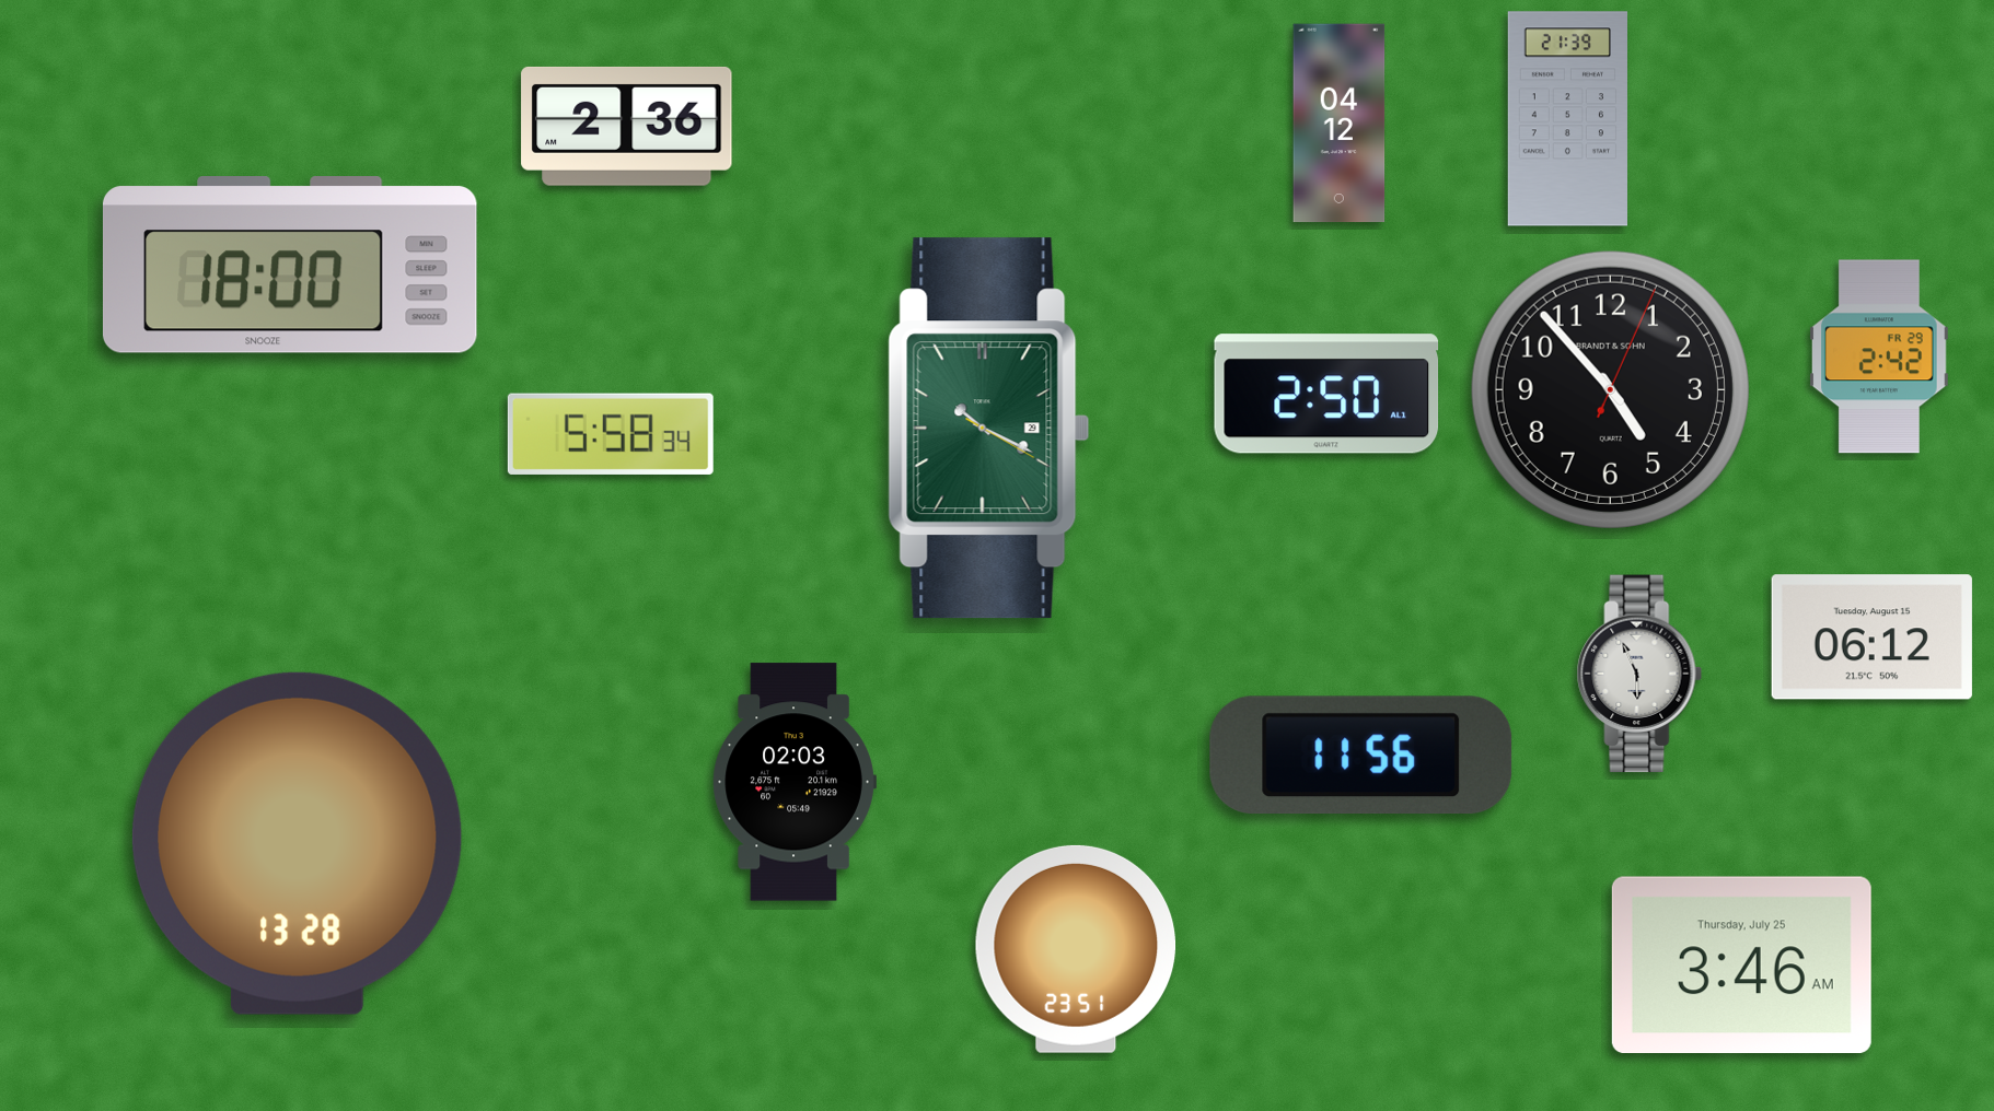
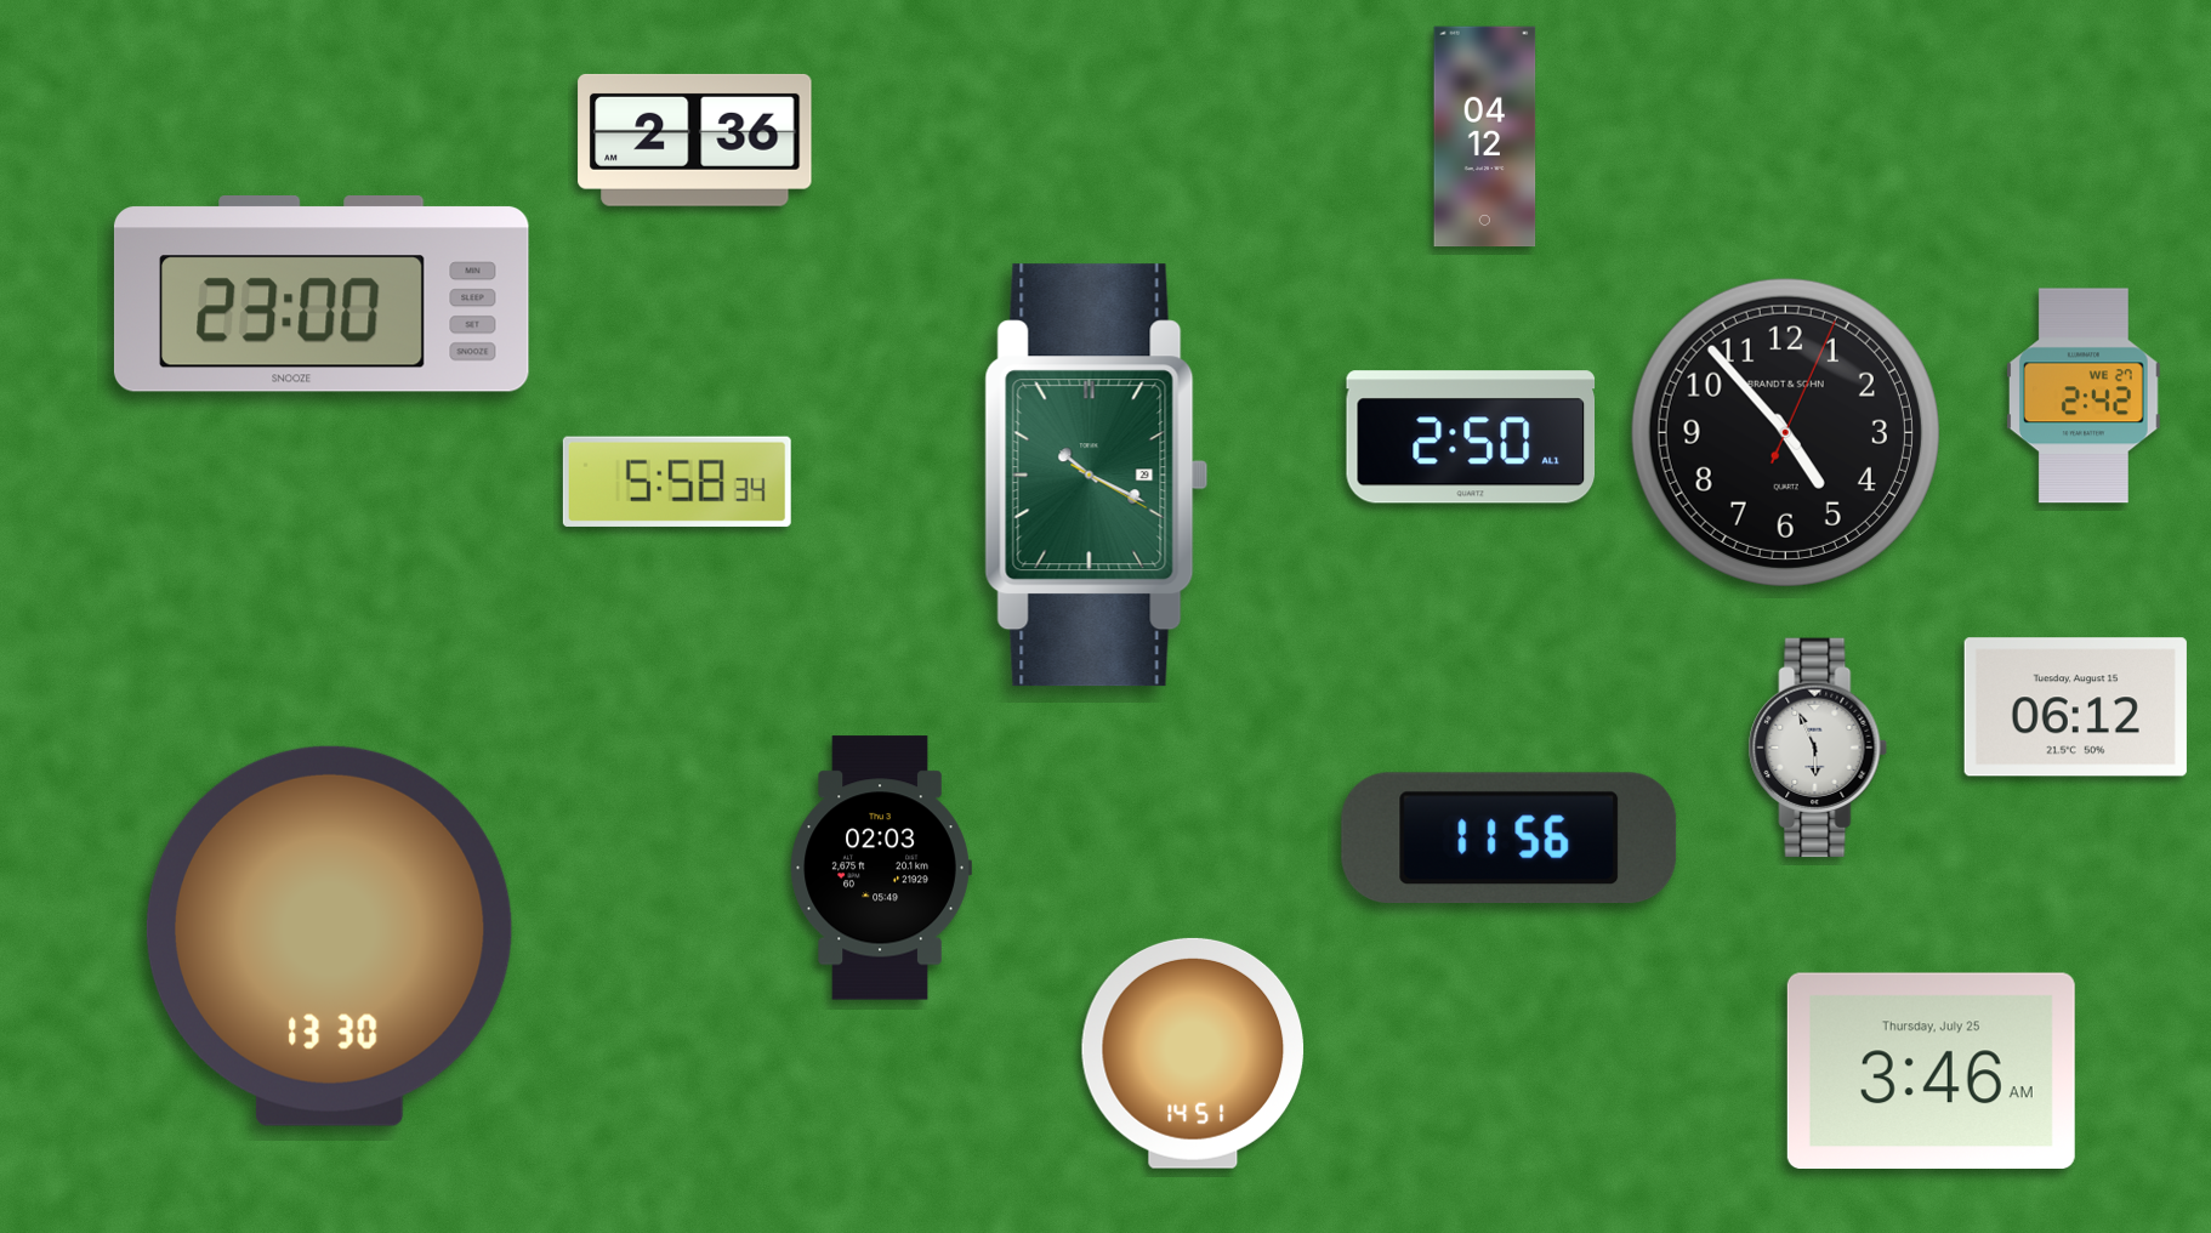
clock at (1567, 119): 21:39 -> none
clock at (290, 266): 18:00 -> 23:00
clock at (1880, 356) date: FR 29 -> WE 27
clock at (297, 843): 13:28 -> 13:30
clock at (1076, 949): 23:51 -> 14:51
